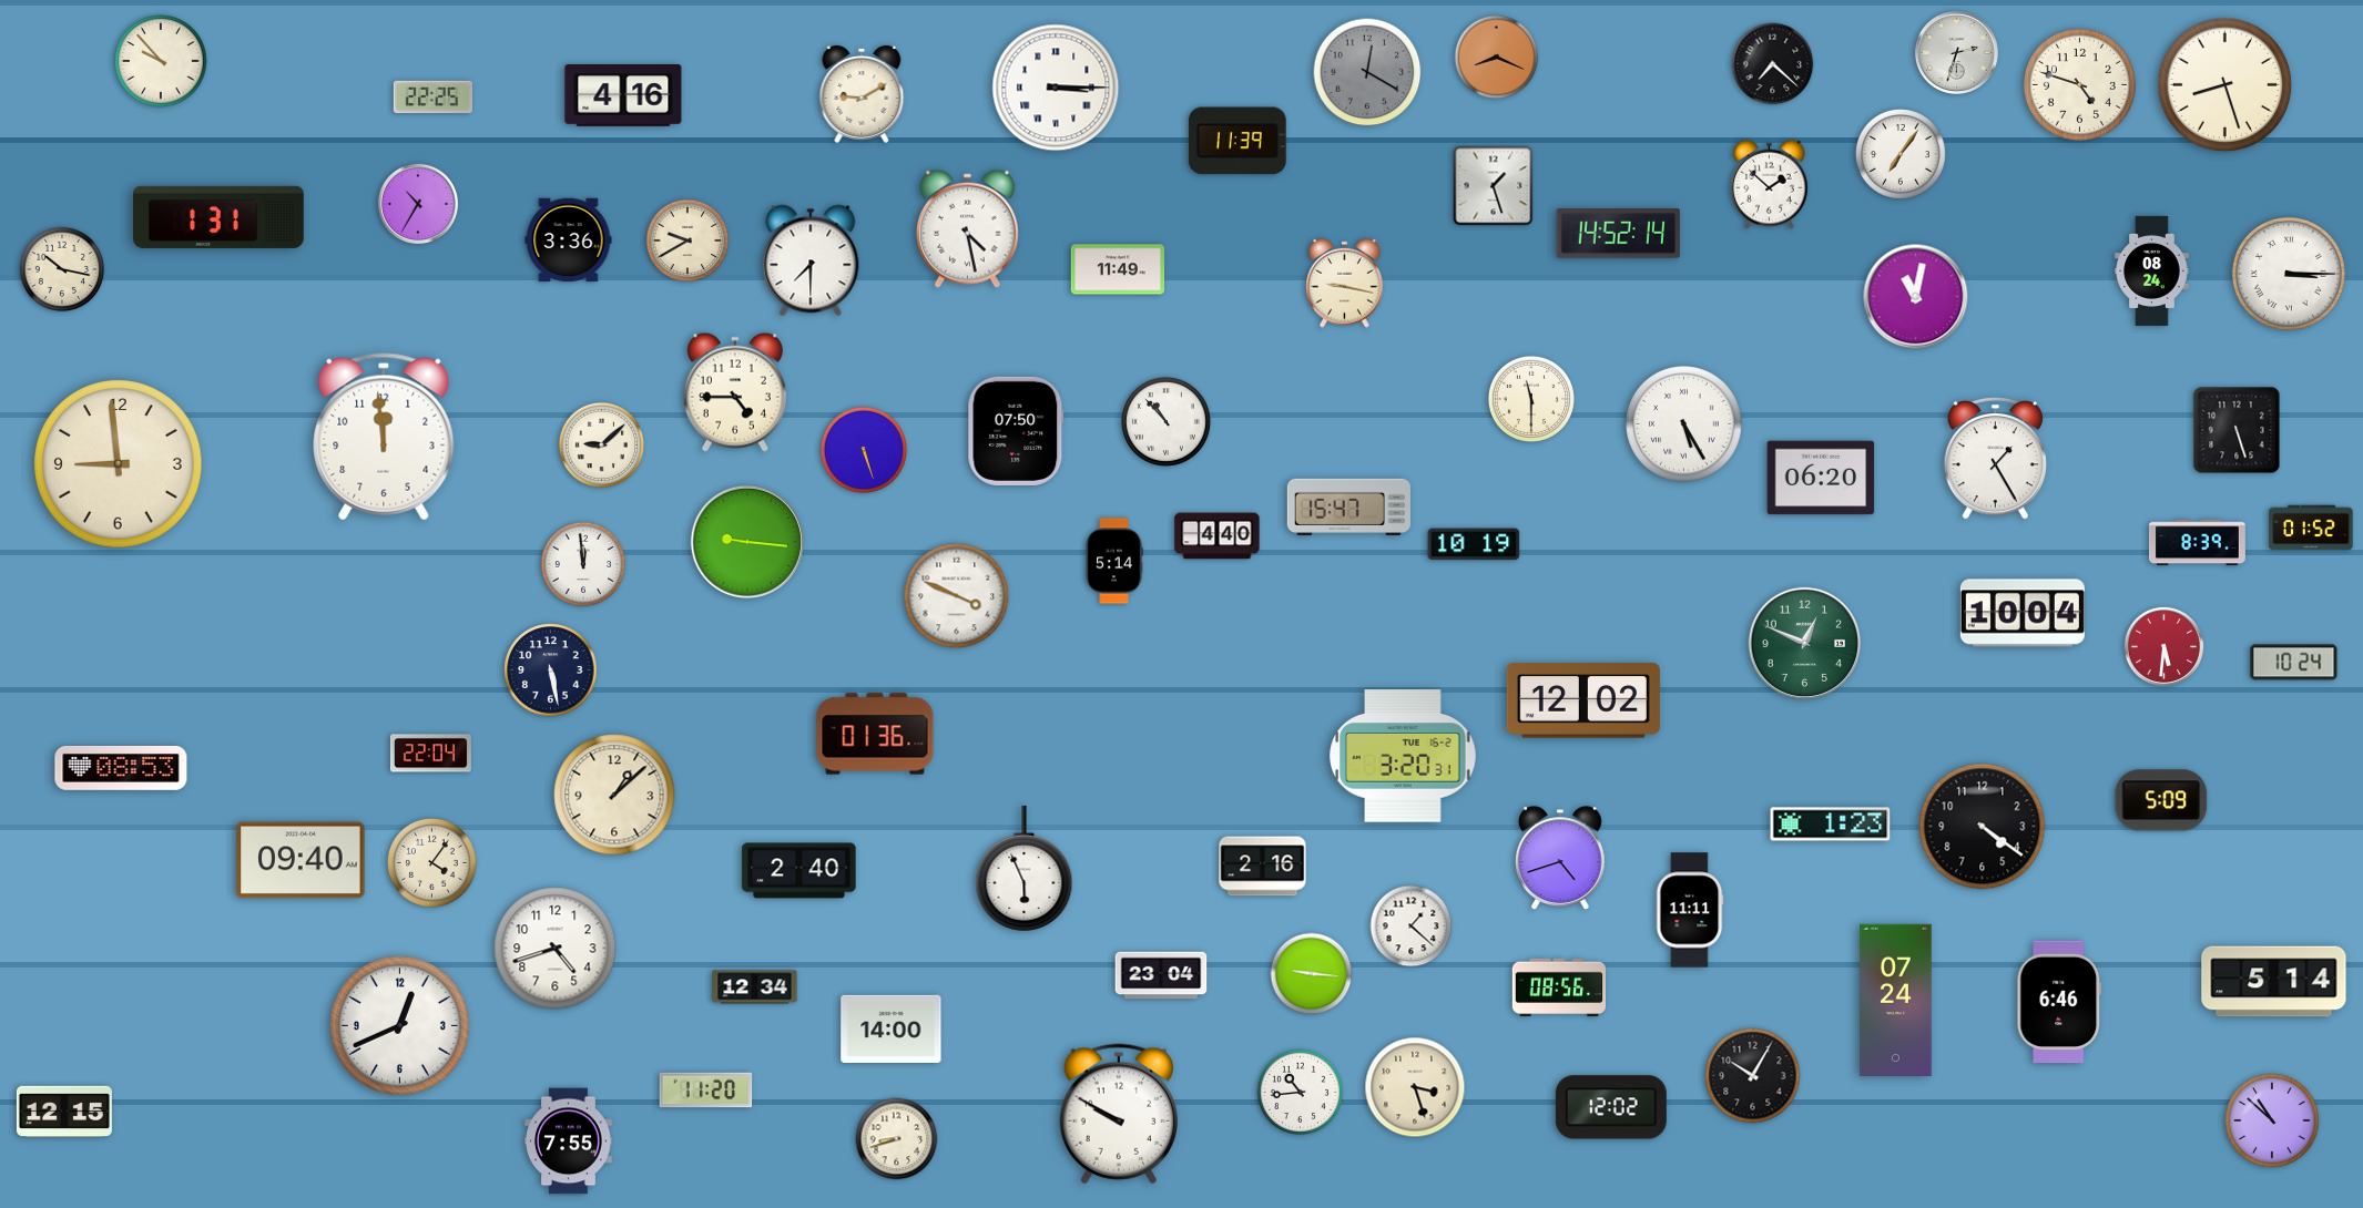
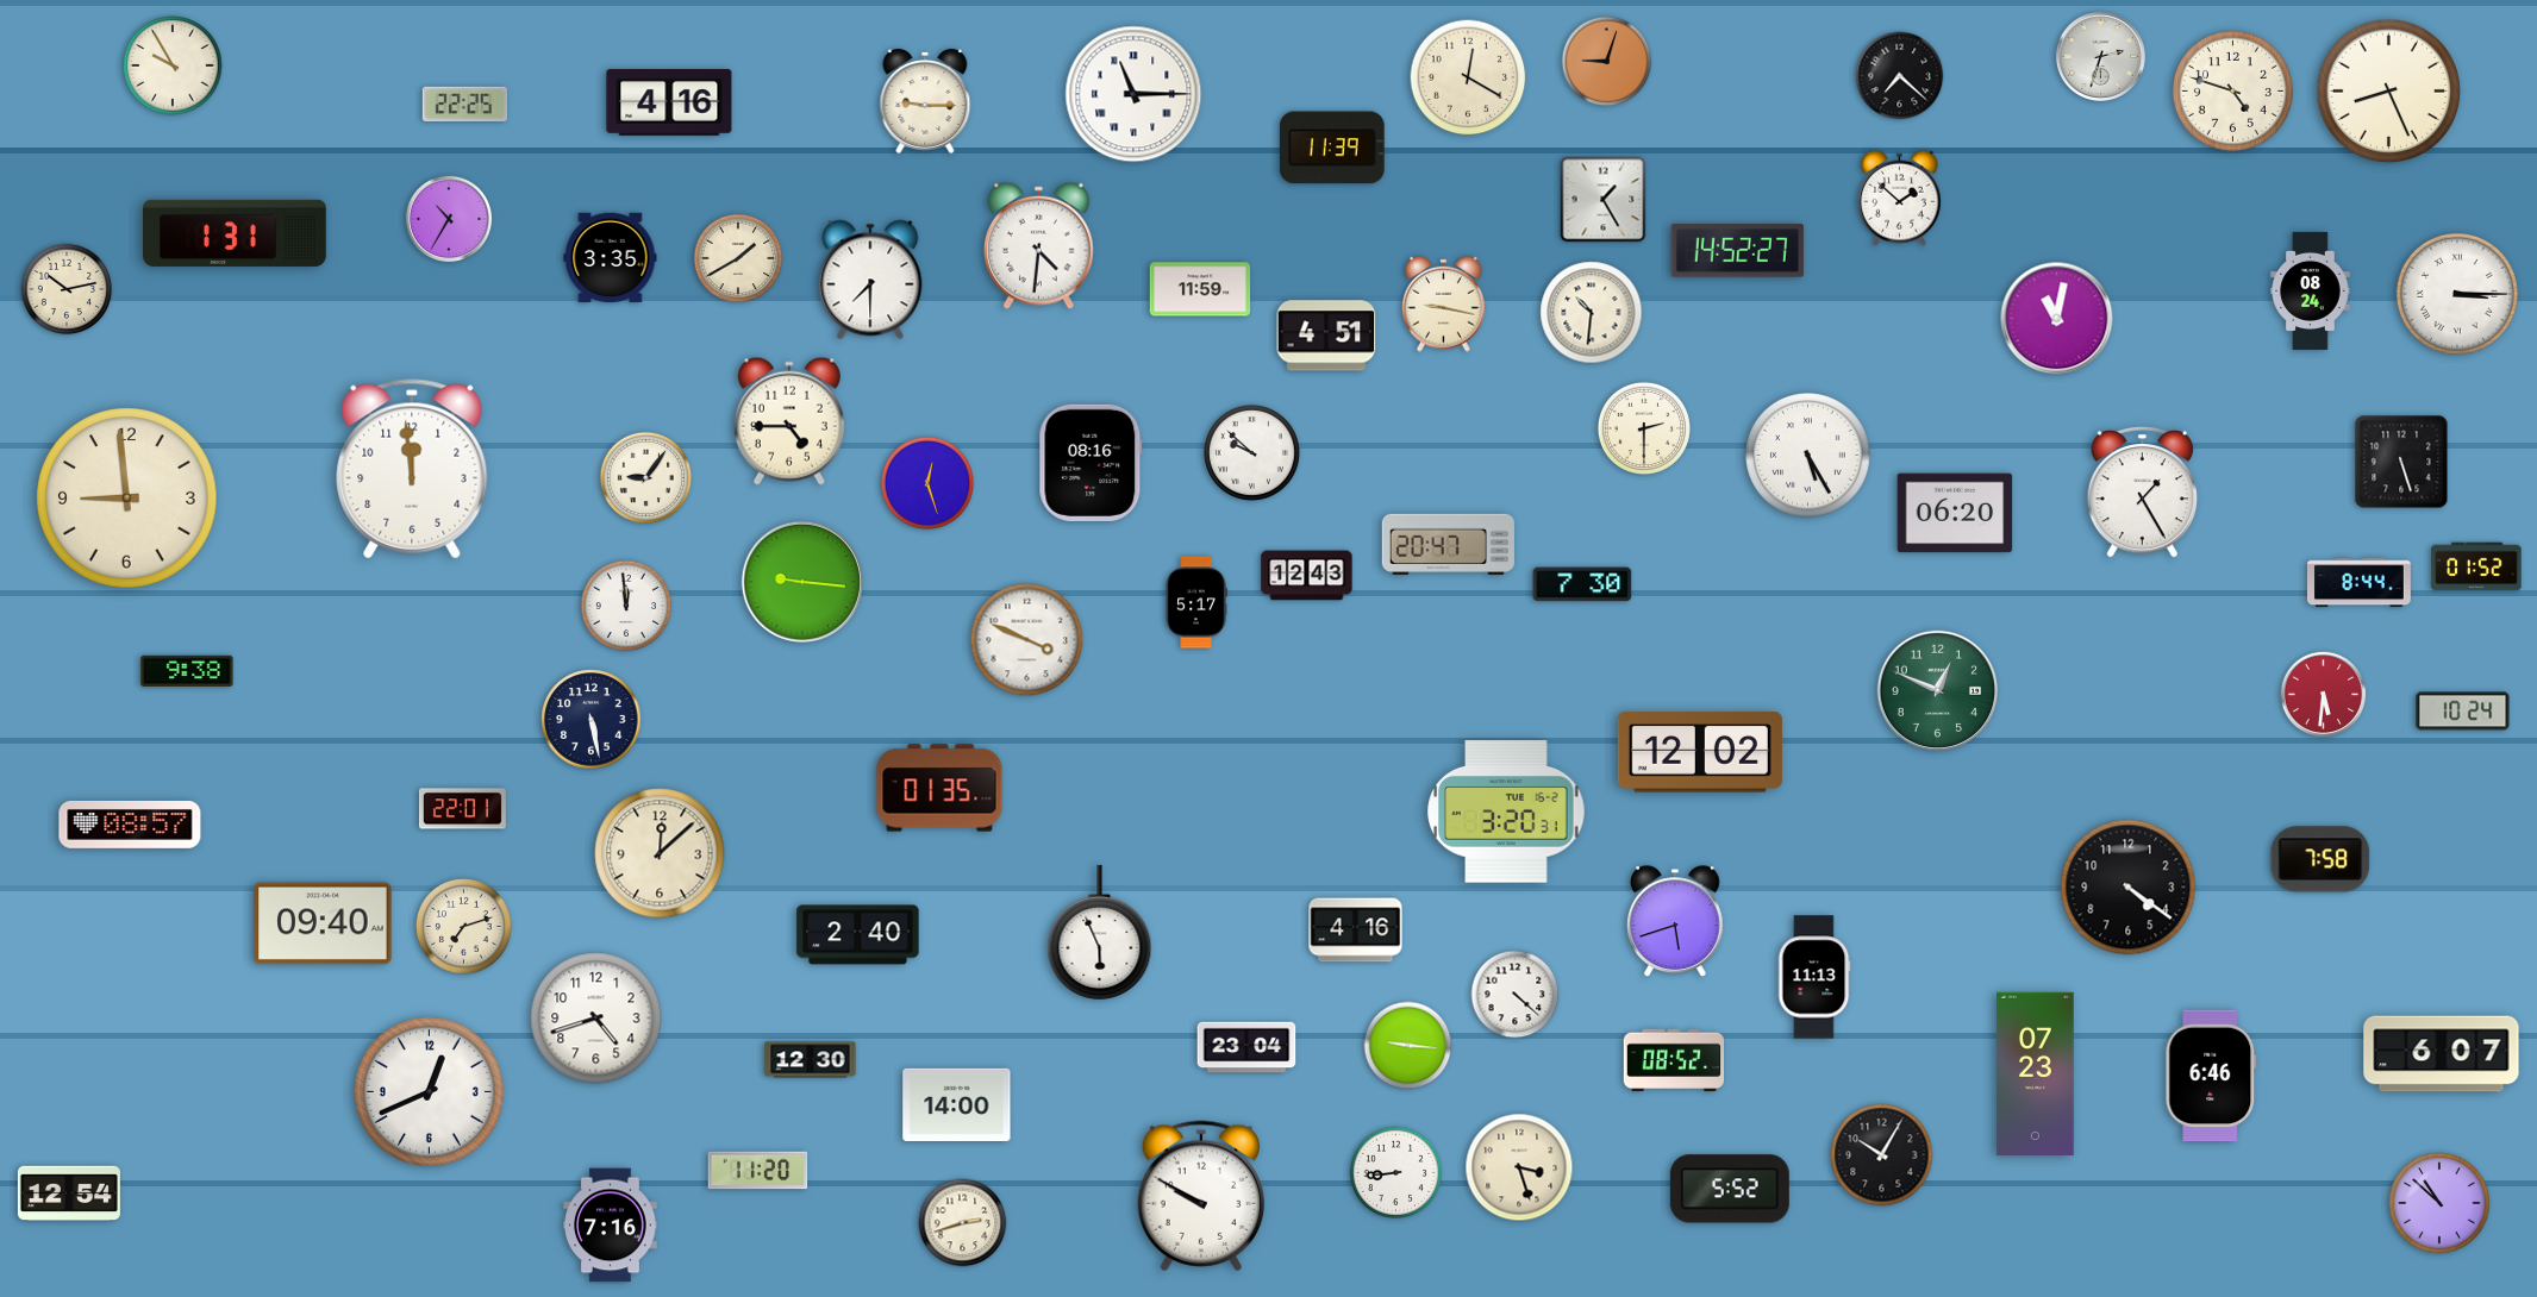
clock at (1497, 58): 8:19 -> 9:03
clock at (161, 61): 9:53 -> 9:55
clock at (1773, 64) position: (1773, 64) -> (1900, 76)
clock at (1367, 72) dial: grey -> cream
clock at (2226, 85): 8:27 -> 8:26
clock at (1056, 88): 3:15 -> 11:15
clock at (862, 94): 9:10 -> 9:15
clock at (1237, 141) position: (1237, 141) -> (1332, 148)
clock at (1902, 155): 7:06 -> none
clock at (1494, 186): 1:27 -> 1:25
clock at (967, 228): 4:28 -> 4:31
clock at (1618, 234): 14:52:14 -> 14:52:27
clock at (569, 240): 3:36 -> 3:35
clock at (687, 240): 9:40 -> 1:40
clock at (62, 269): 10:17 -> 10:13
clock at (1118, 269): 11:49 -> 11:59
clock at (1592, 313): none -> 10:31
clock at (1326, 336): none -> 4:51
clock at (1531, 399): 11:30 -> 2:30
clock at (1165, 421): 10:53 -> 9:52
clock at (1016, 431): 07:50 -> 08:16
clock at (602, 446): 9:08 -> 9:06
clock at (864, 450): 5:27 -> 12:27
clock at (1348, 506): 15:47 -> 20:47
clock at (2311, 528) position: (2311, 528) -> (2476, 566)
clock at (1218, 536): 4:40 -> 12:43
clock at (2197, 543): 8:39 -> 8:44
clock at (1474, 544): 10:19 -> 7:30
clock at (1114, 561): 5:14 -> 5:17
clock at (2023, 613): 10:04 -> none
clock at (187, 670): none -> 9:38
clock at (875, 734): 01:36 -> 01:35
clock at (430, 754): 22:04 -> 22:01
clock at (121, 769): 08:53 -> 08:57
clock at (614, 795): 1:08 -> 12:08
clock at (2161, 800): 5:09 -> 7:58
clock at (1831, 825): 1:23 -> none
clock at (1560, 859): 4:42 -> 5:42
clock at (431, 862): 4:06 -> 7:12
clock at (1263, 867): 2:16 -> 4:16
clock at (1690, 910): 11:11 -> 11:13
clock at (1412, 927): 1:22 -> 4:22
clock at (2274, 982): 5:14 -> 6:07
clock at (755, 987): 12:34 -> 12:30
clock at (1559, 987): 08:56 -> 08:52
clock at (1896, 1001): 07:24 -> 07:23
clock at (399, 1025) position: (399, 1025) -> (429, 1091)
clock at (1301, 1093): 10:44 -> 8:44
clock at (1611, 1107): 12:02 -> 5:52
clock at (64, 1112): 12:15 -> 12:54
clock at (897, 1139): 8:42 -> 2:42
clock at (569, 1142): 7:55 -> 7:16
